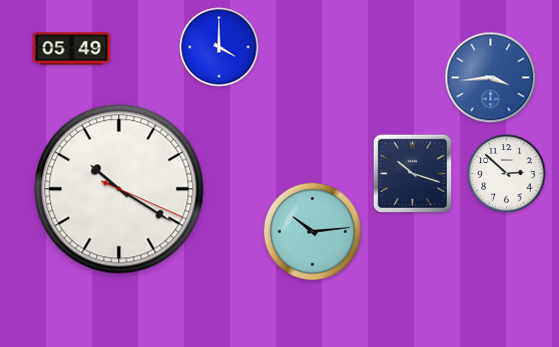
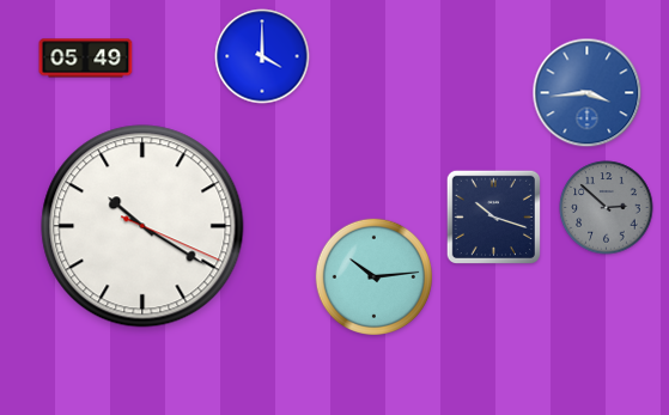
clock at (412, 173) position: (412, 173) -> (493, 216)
clock at (507, 174) dial: white -> grey
